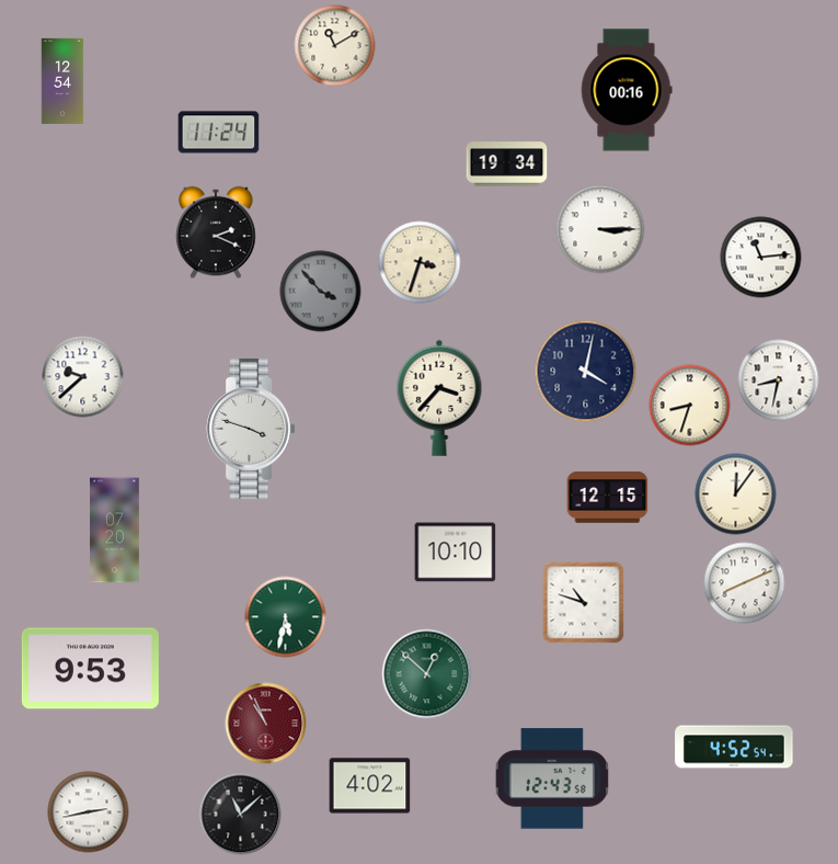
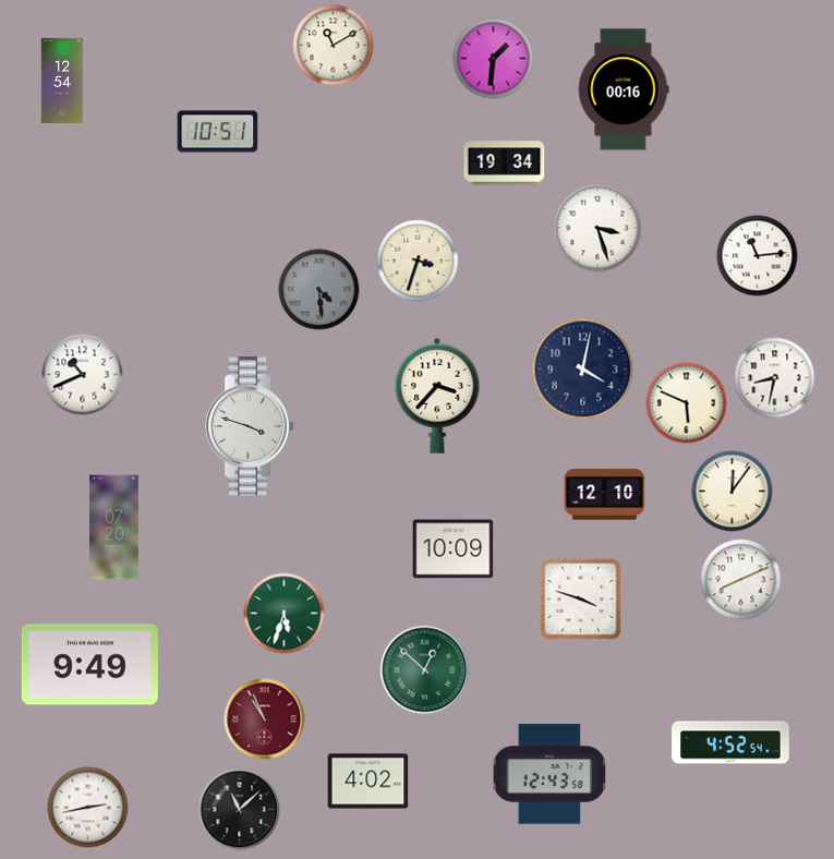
clock at (494, 59): none -> 1:31
clock at (219, 133): 11:24 -> 10:51
clock at (600, 229): 3:15 -> 3:27
clock at (216, 232): 2:19 -> none
clock at (321, 292): 3:53 -> 4:29
clock at (83, 377): 9:38 -> 10:41
clock at (690, 406): 8:33 -> 5:49
clock at (608, 498): 12:15 -> 12:10
clock at (456, 553): 10:10 -> 10:09
clock at (584, 603): 10:48 -> 3:48
clock at (286, 617): 5:32 -> 5:33
clock at (90, 669): 9:53 -> 9:49
